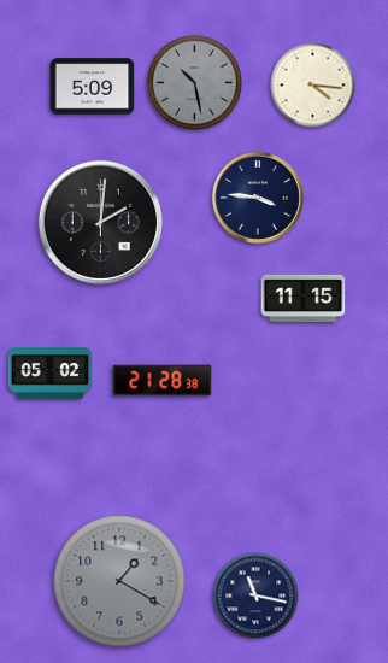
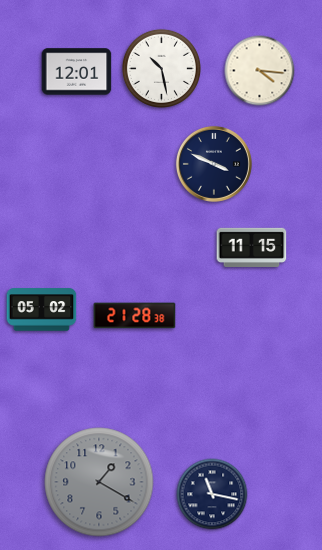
clock at (194, 82) dial: grey -> white
clock at (93, 87): 5:09 -> 12:01
clock at (258, 198): 3:46 -> 3:49
clock at (100, 222): 2:01 -> none
